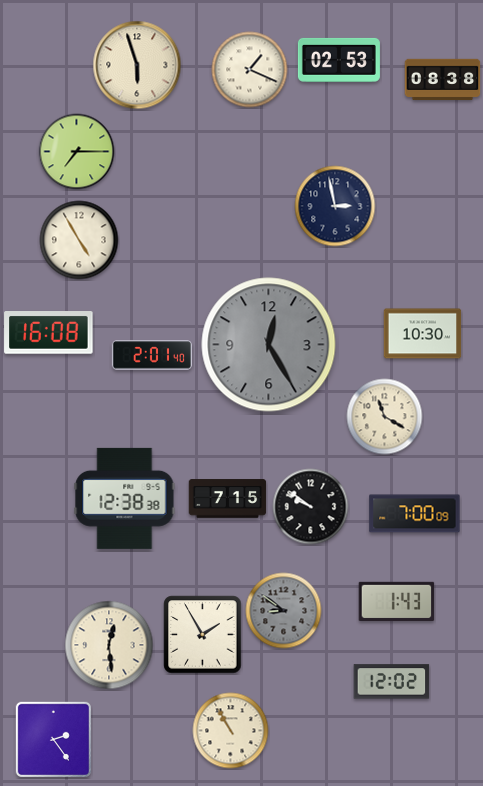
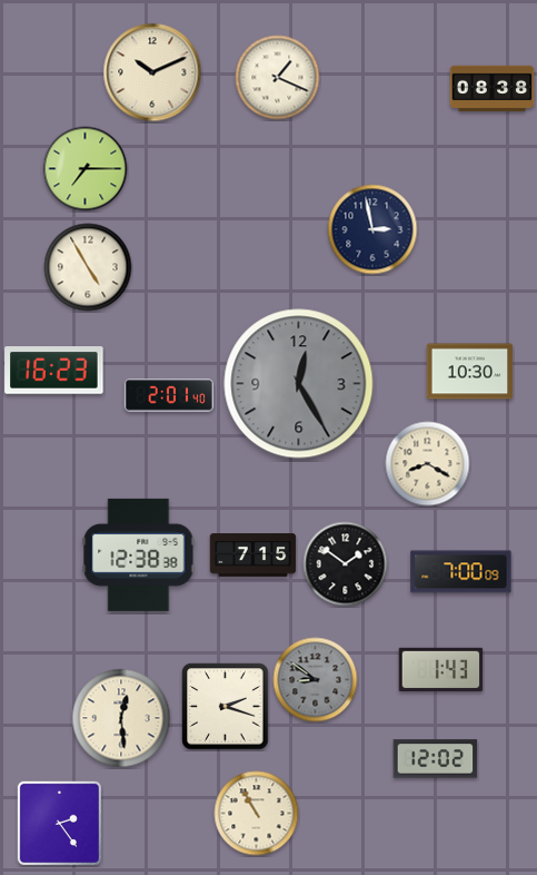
clock at (339, 60): 02:53 -> none
clock at (137, 65): 5:57 -> 10:11
clock at (49, 333): 16:08 -> 16:23
clock at (385, 417): 11:20 -> 8:20
clock at (311, 507): 9:51 -> 1:51
clock at (203, 635): 1:55 -> 2:18
